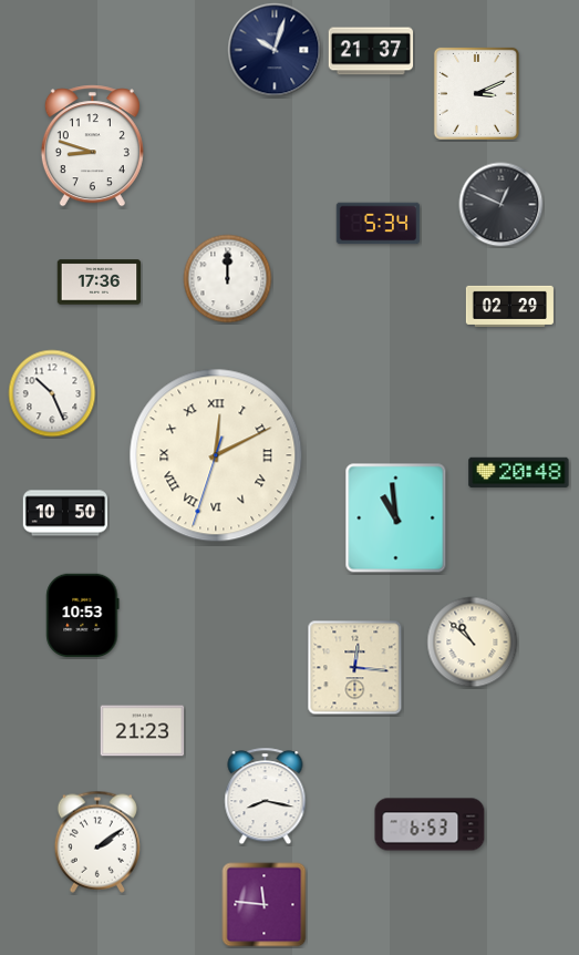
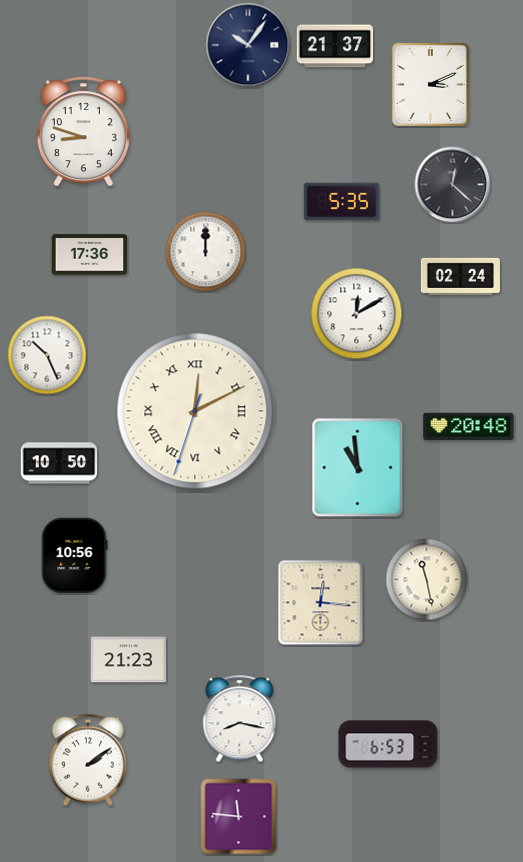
clock at (275, 50): 10:03 -> 10:06
clock at (502, 205): 12:49 -> 12:22
clock at (379, 224): 5:34 -> 5:35
clock at (509, 306): 02:29 -> 02:24
clock at (357, 314): none -> 12:10
clock at (83, 616): 10:53 -> 10:56
clock at (473, 643): 10:52 -> 11:28
